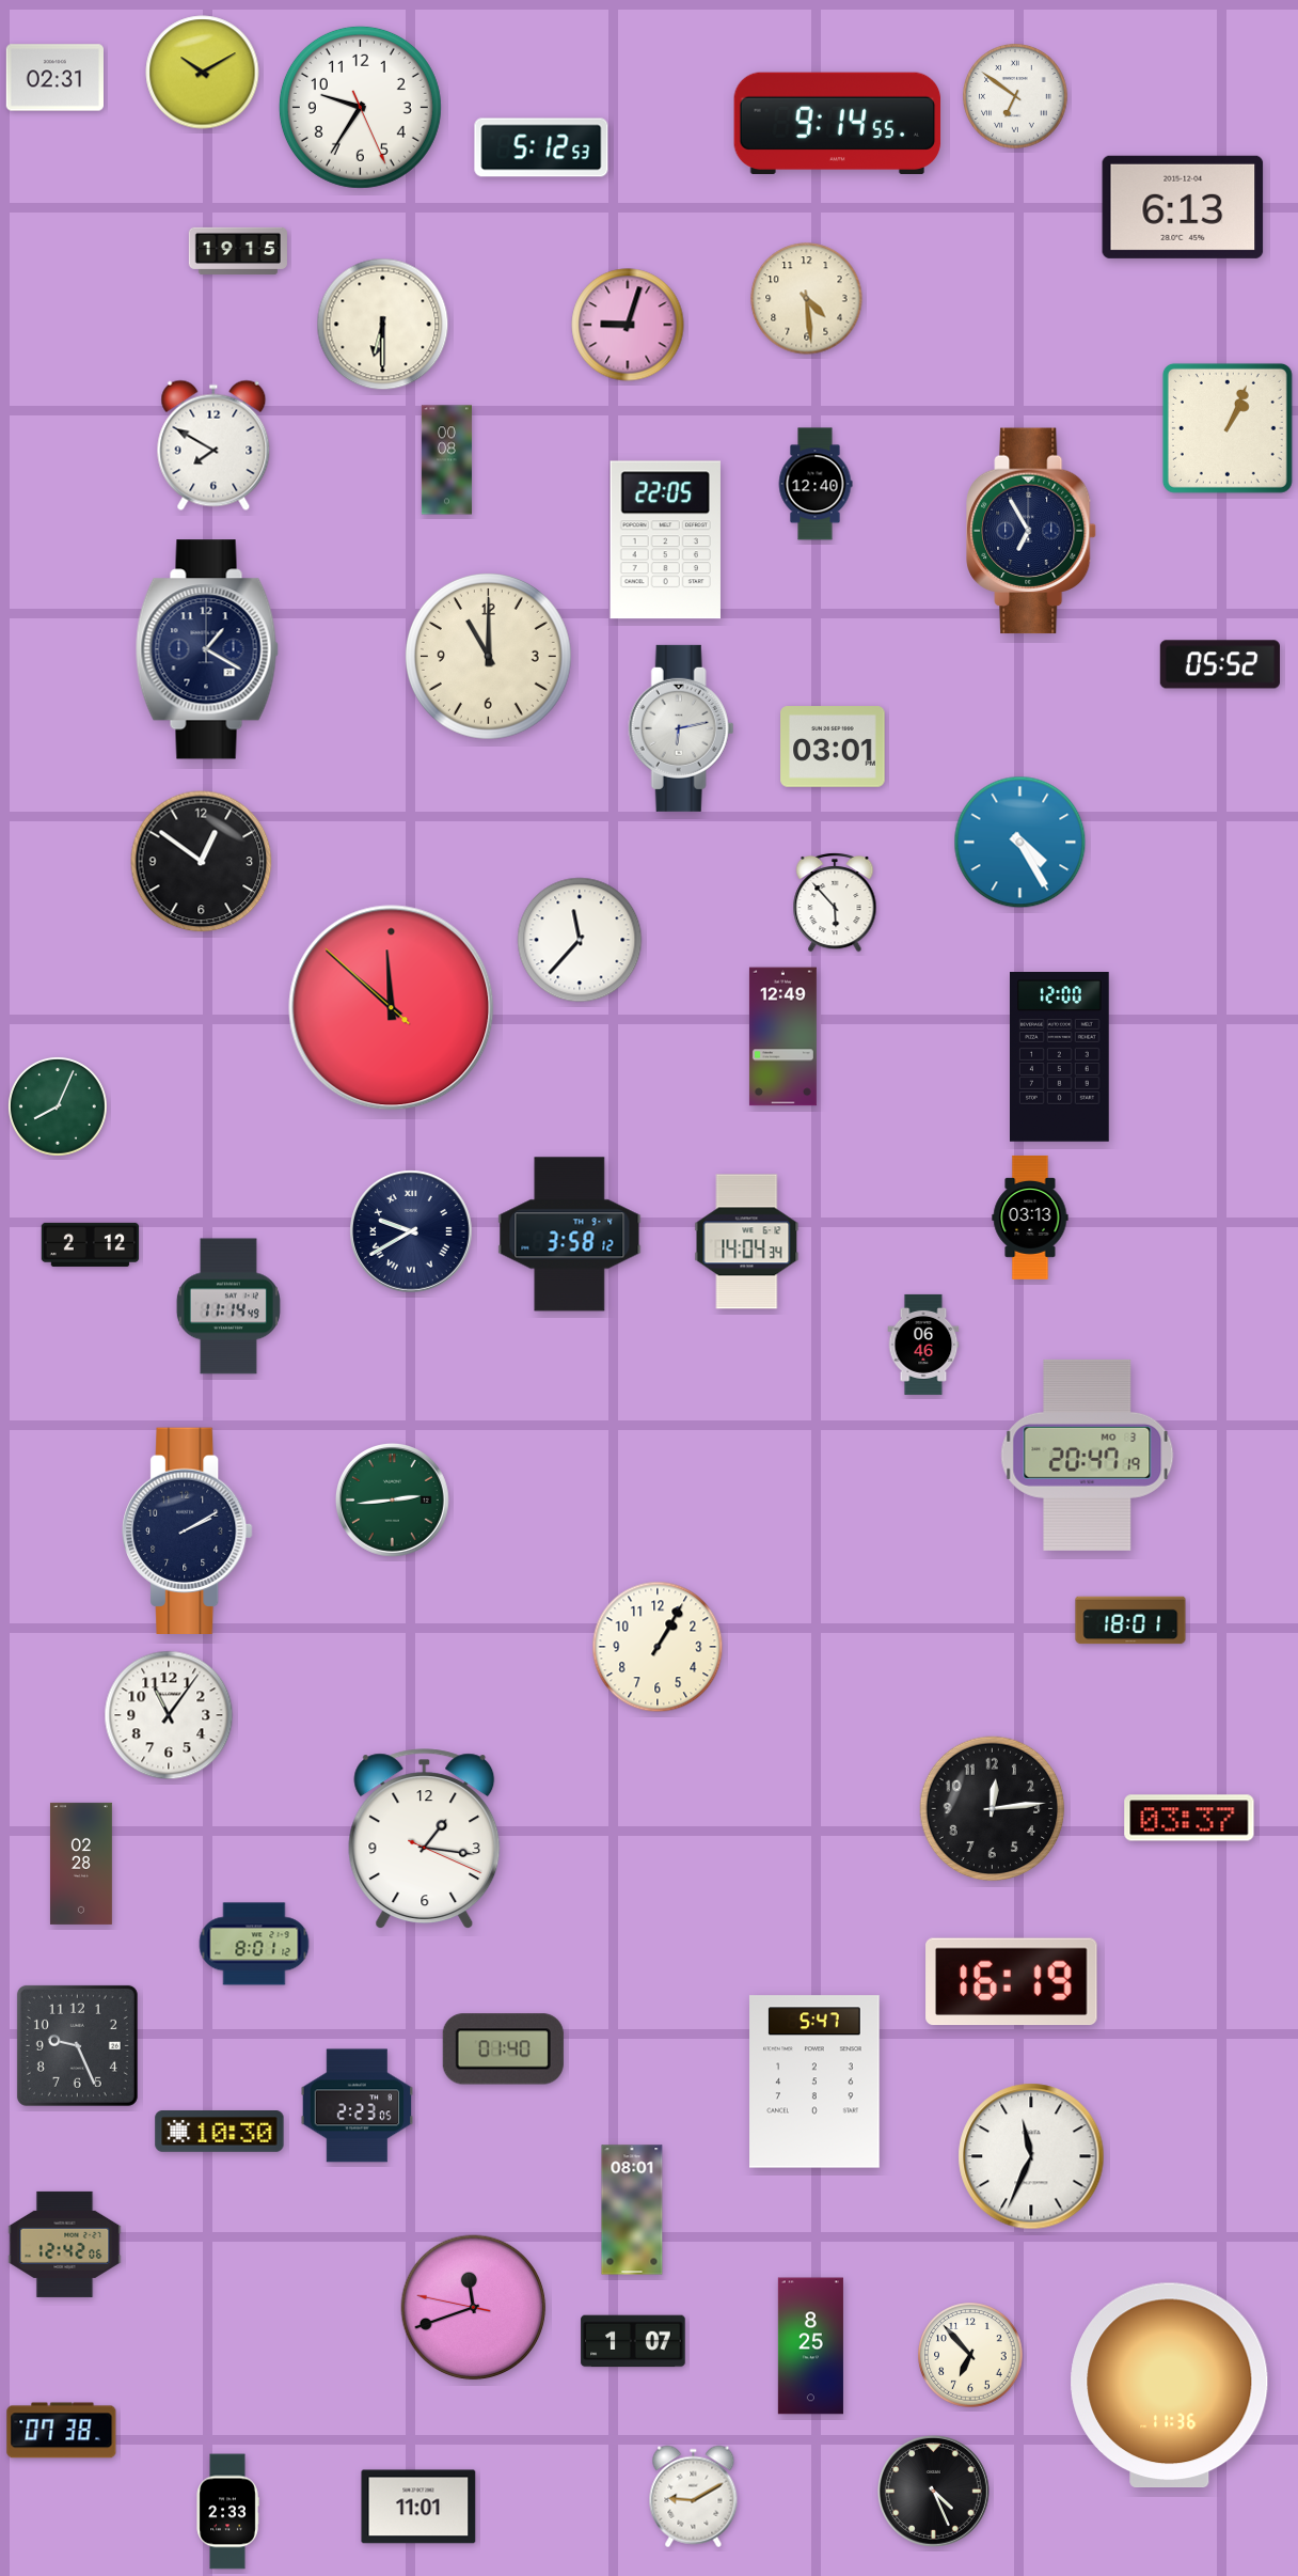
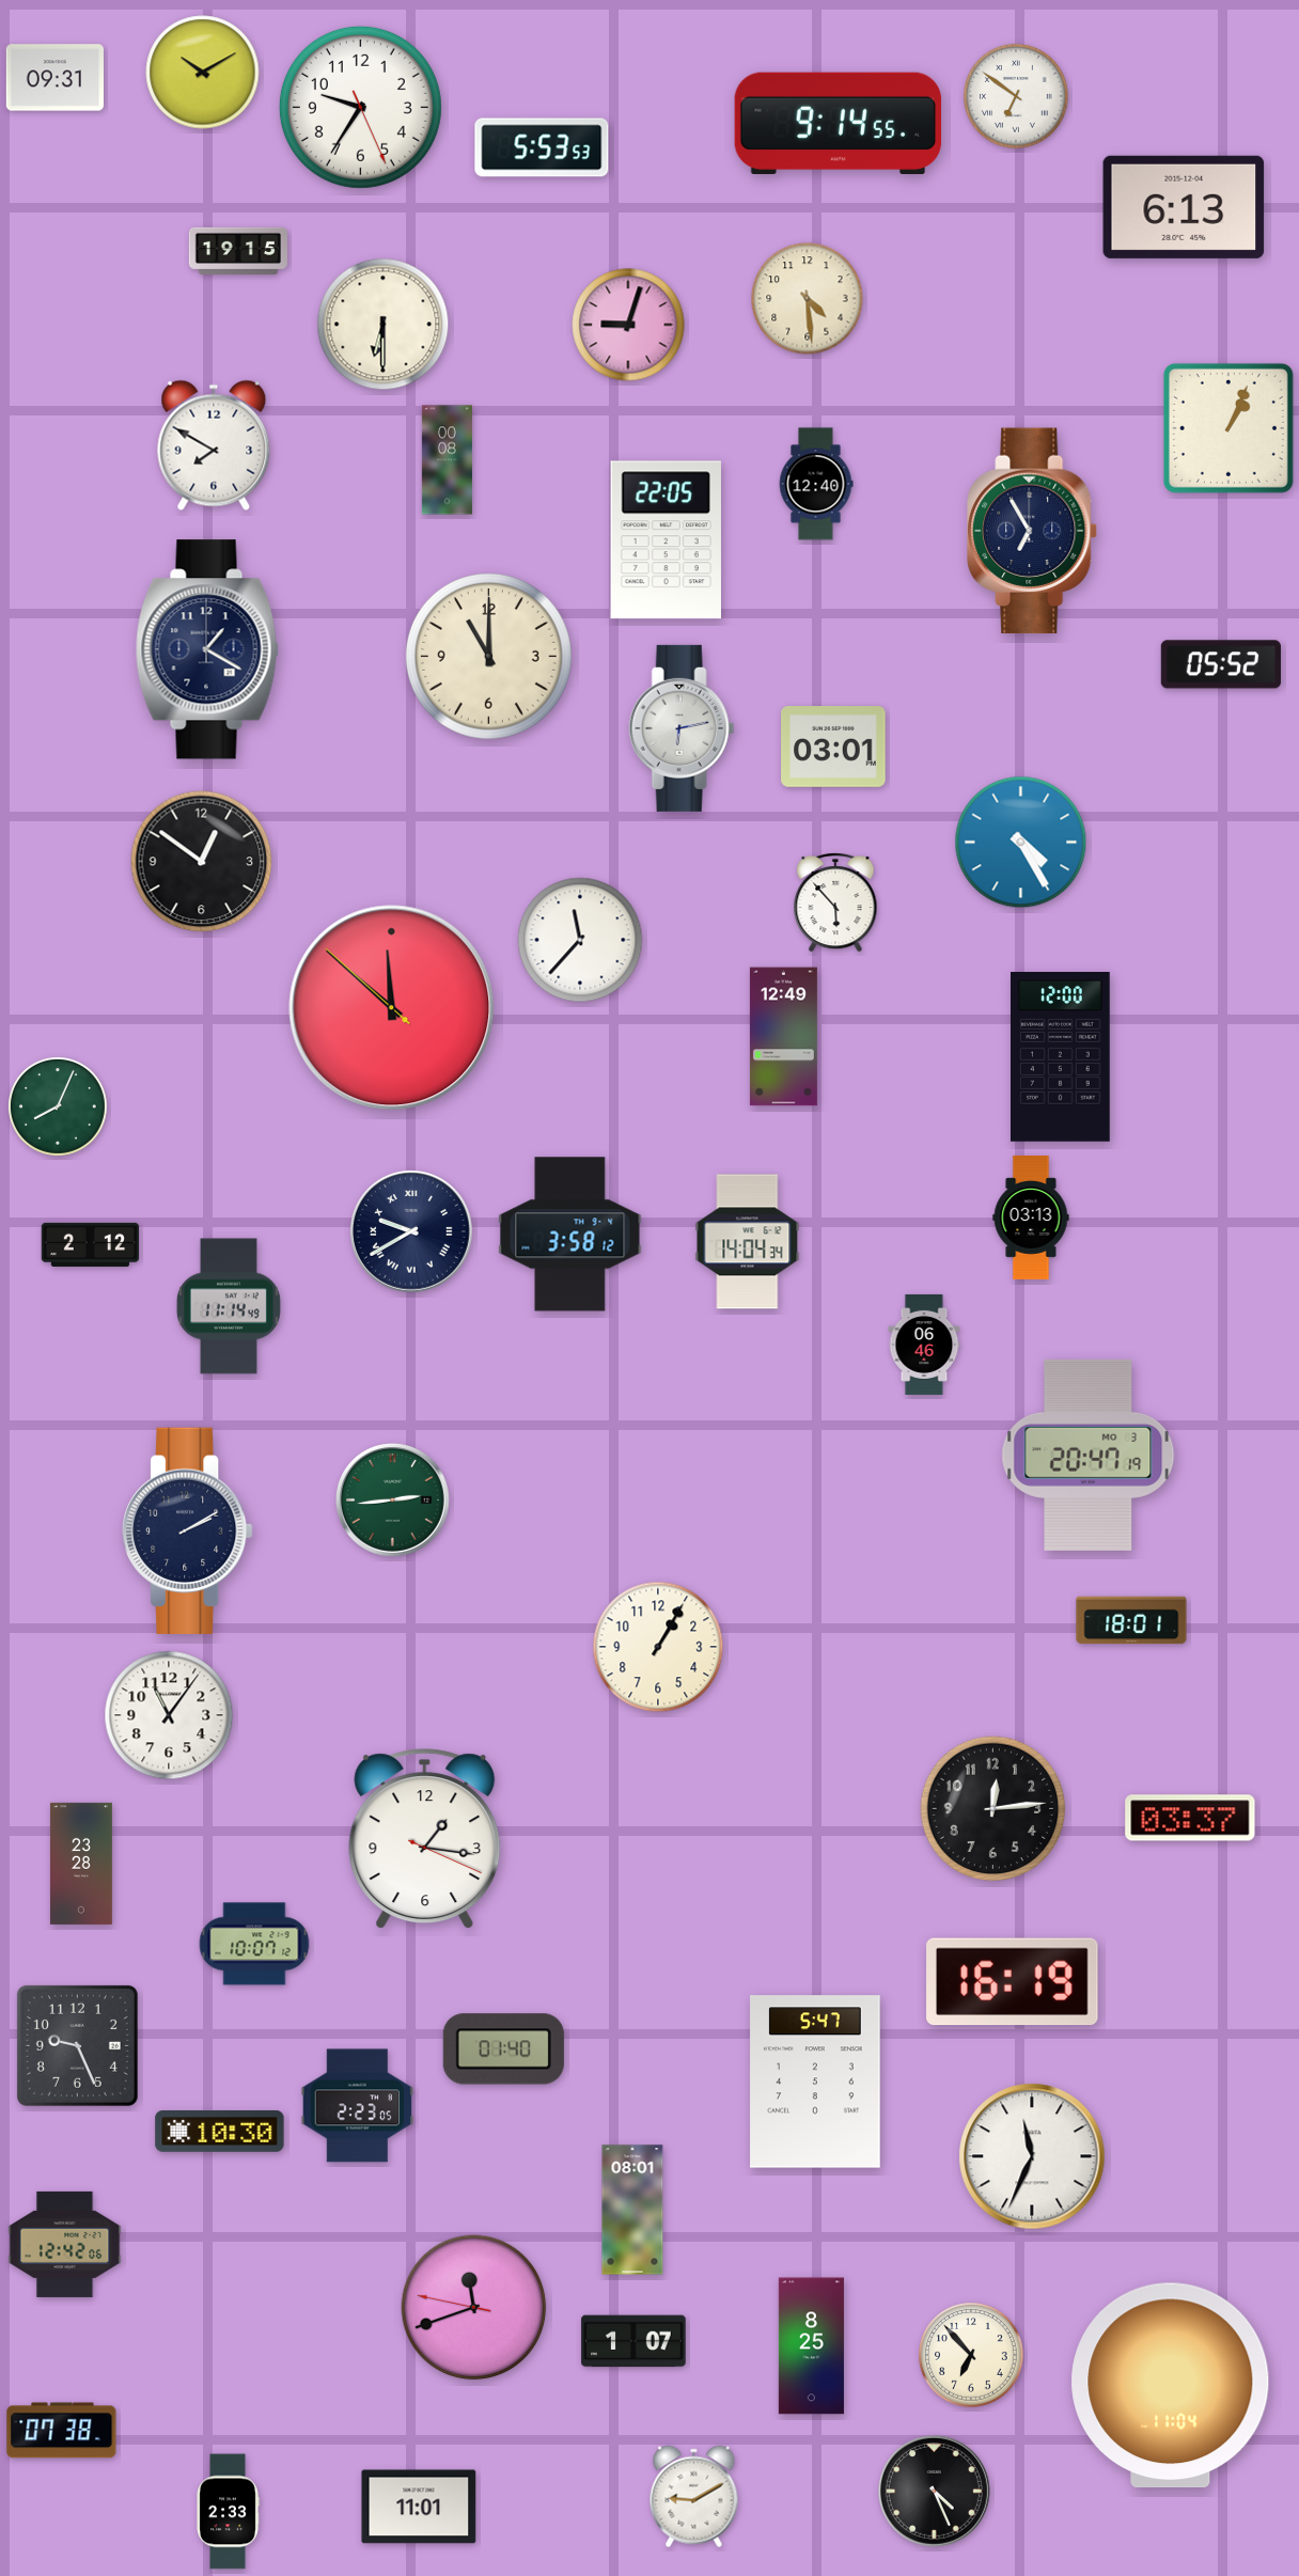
clock at (54, 78): 02:31 -> 09:31
clock at (541, 147): 5:12 -> 5:53
clock at (81, 1864): 02:28 -> 23:28
clock at (254, 1944): 8:01 -> 10:07
clock at (1170, 2386): 11:36 -> 11:04
